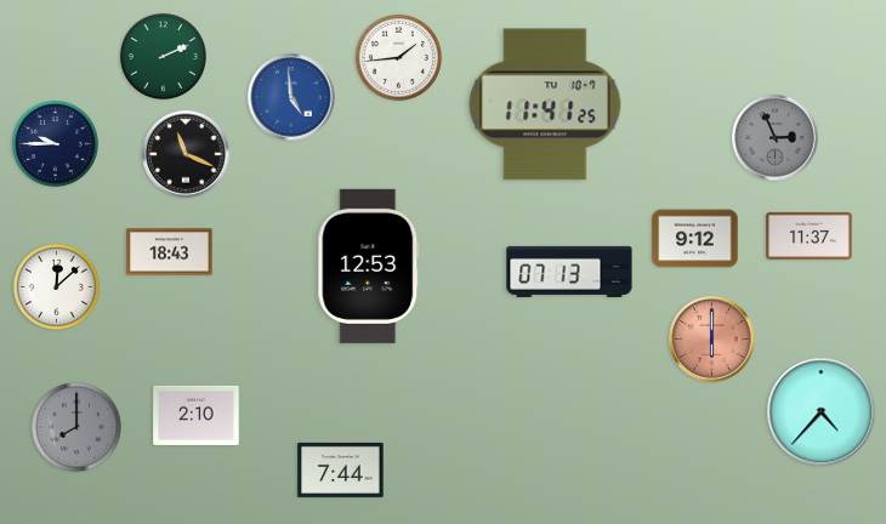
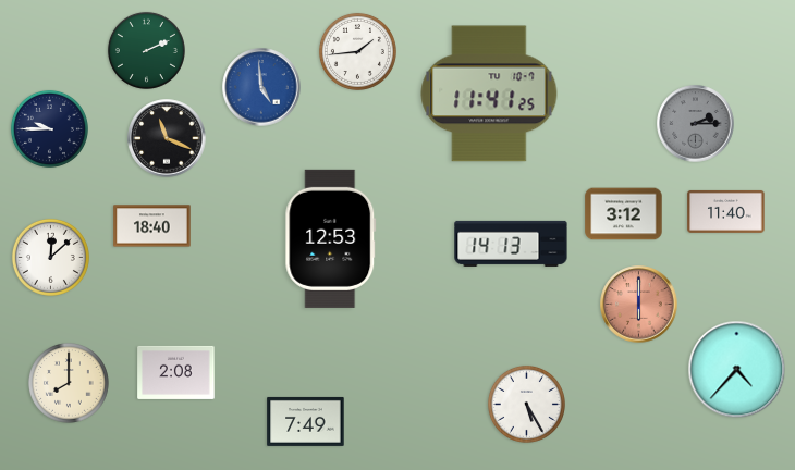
clock at (776, 138): 2:56 -> 2:15
clock at (810, 235): 11:37 -> 11:40
clock at (695, 239): 9:12 -> 3:12
clock at (170, 252): 18:43 -> 18:40
clock at (569, 272): 07:13 -> 14:13
clock at (197, 415): 2:10 -> 2:08
clock at (78, 428) dial: grey -> cream
clock at (526, 404): none -> 5:25
clock at (341, 469): 7:44 -> 7:49
